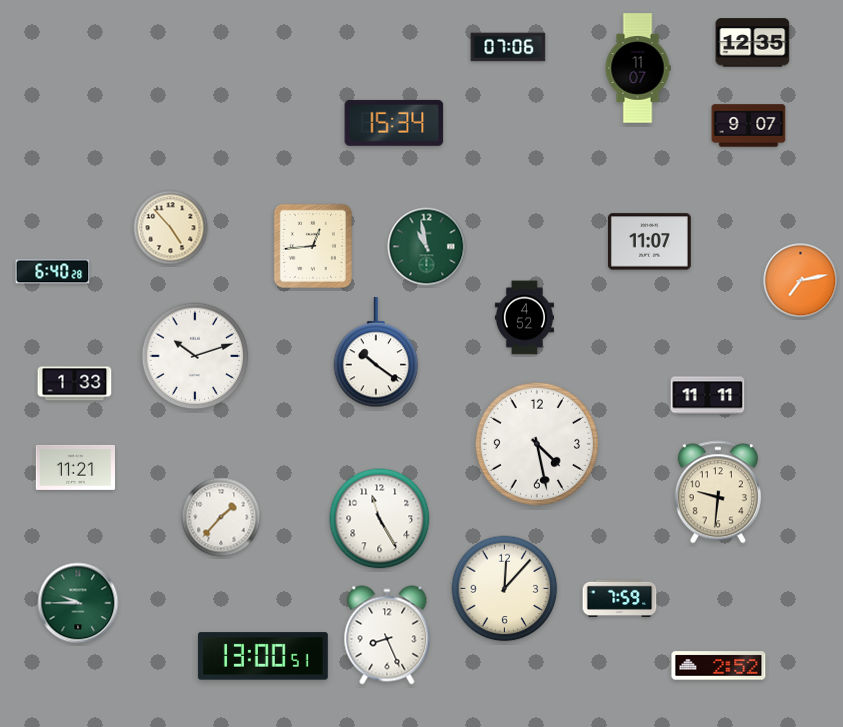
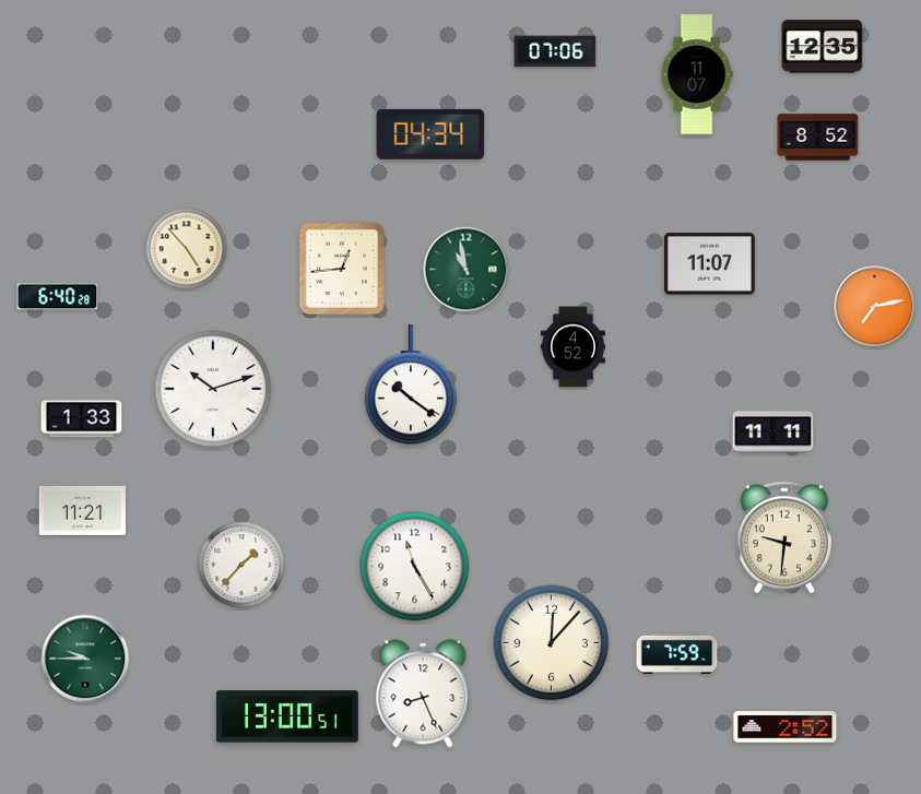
clock at (394, 123): 15:34 -> 04:34
clock at (749, 126): 9:07 -> 8:52
clock at (537, 444): 4:28 -> none
